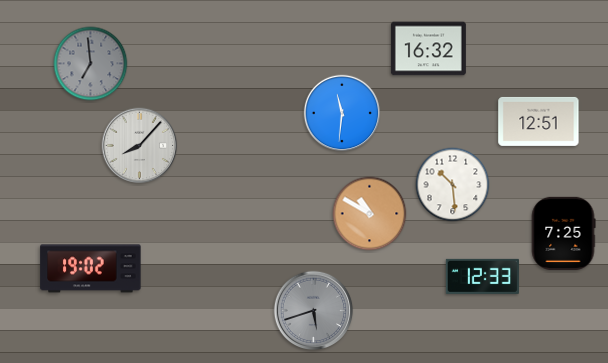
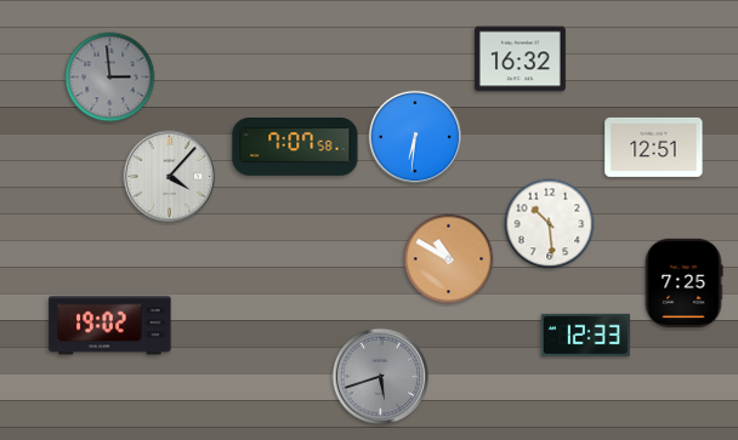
clock at (91, 64): 6:59 -> 2:59
clock at (342, 113): 11:31 -> 6:31
clock at (295, 148): none -> 7:07
clock at (140, 146): 8:07 -> 4:07
